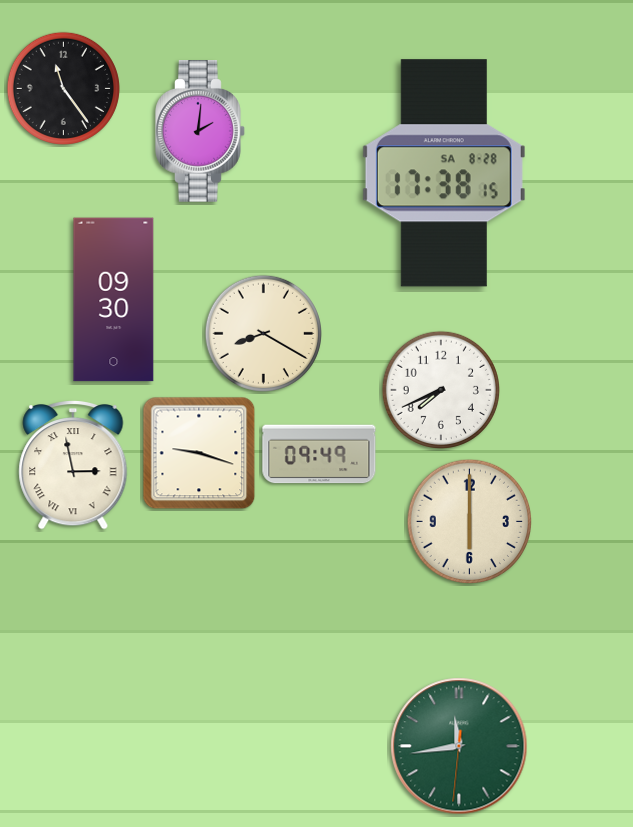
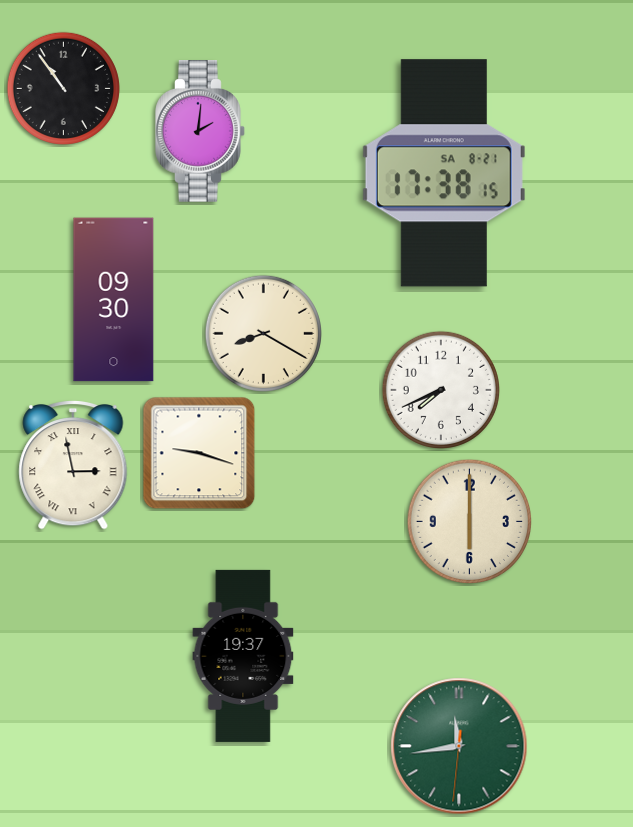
clock at (63, 88): 11:24 -> 10:54
clock at (444, 173) date: SA 8-28 -> SA 8-21
clock at (319, 454): 09:49 -> none
clock at (243, 656): none -> 19:37
